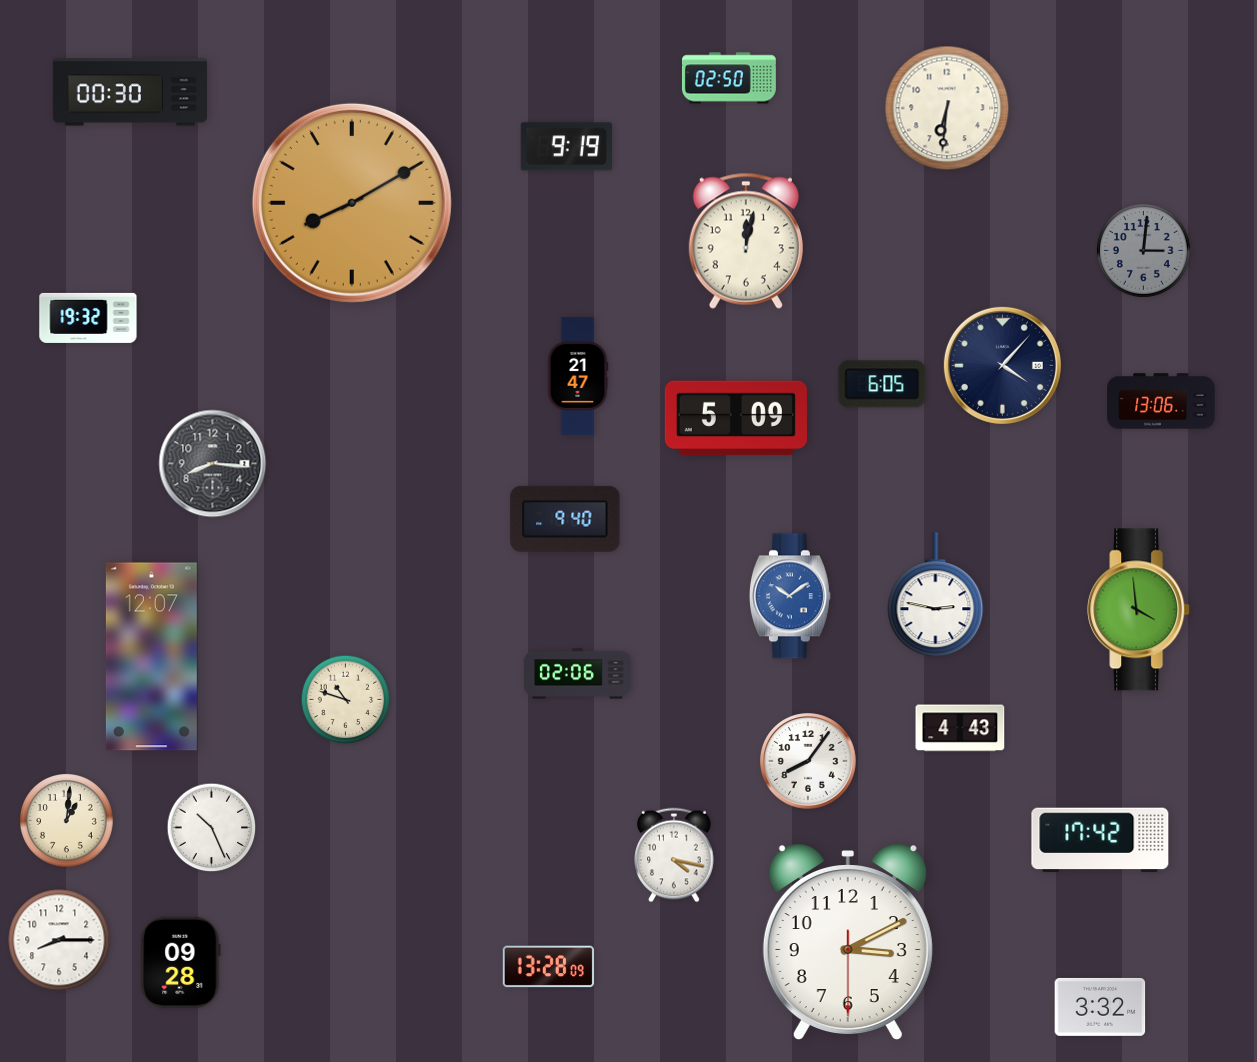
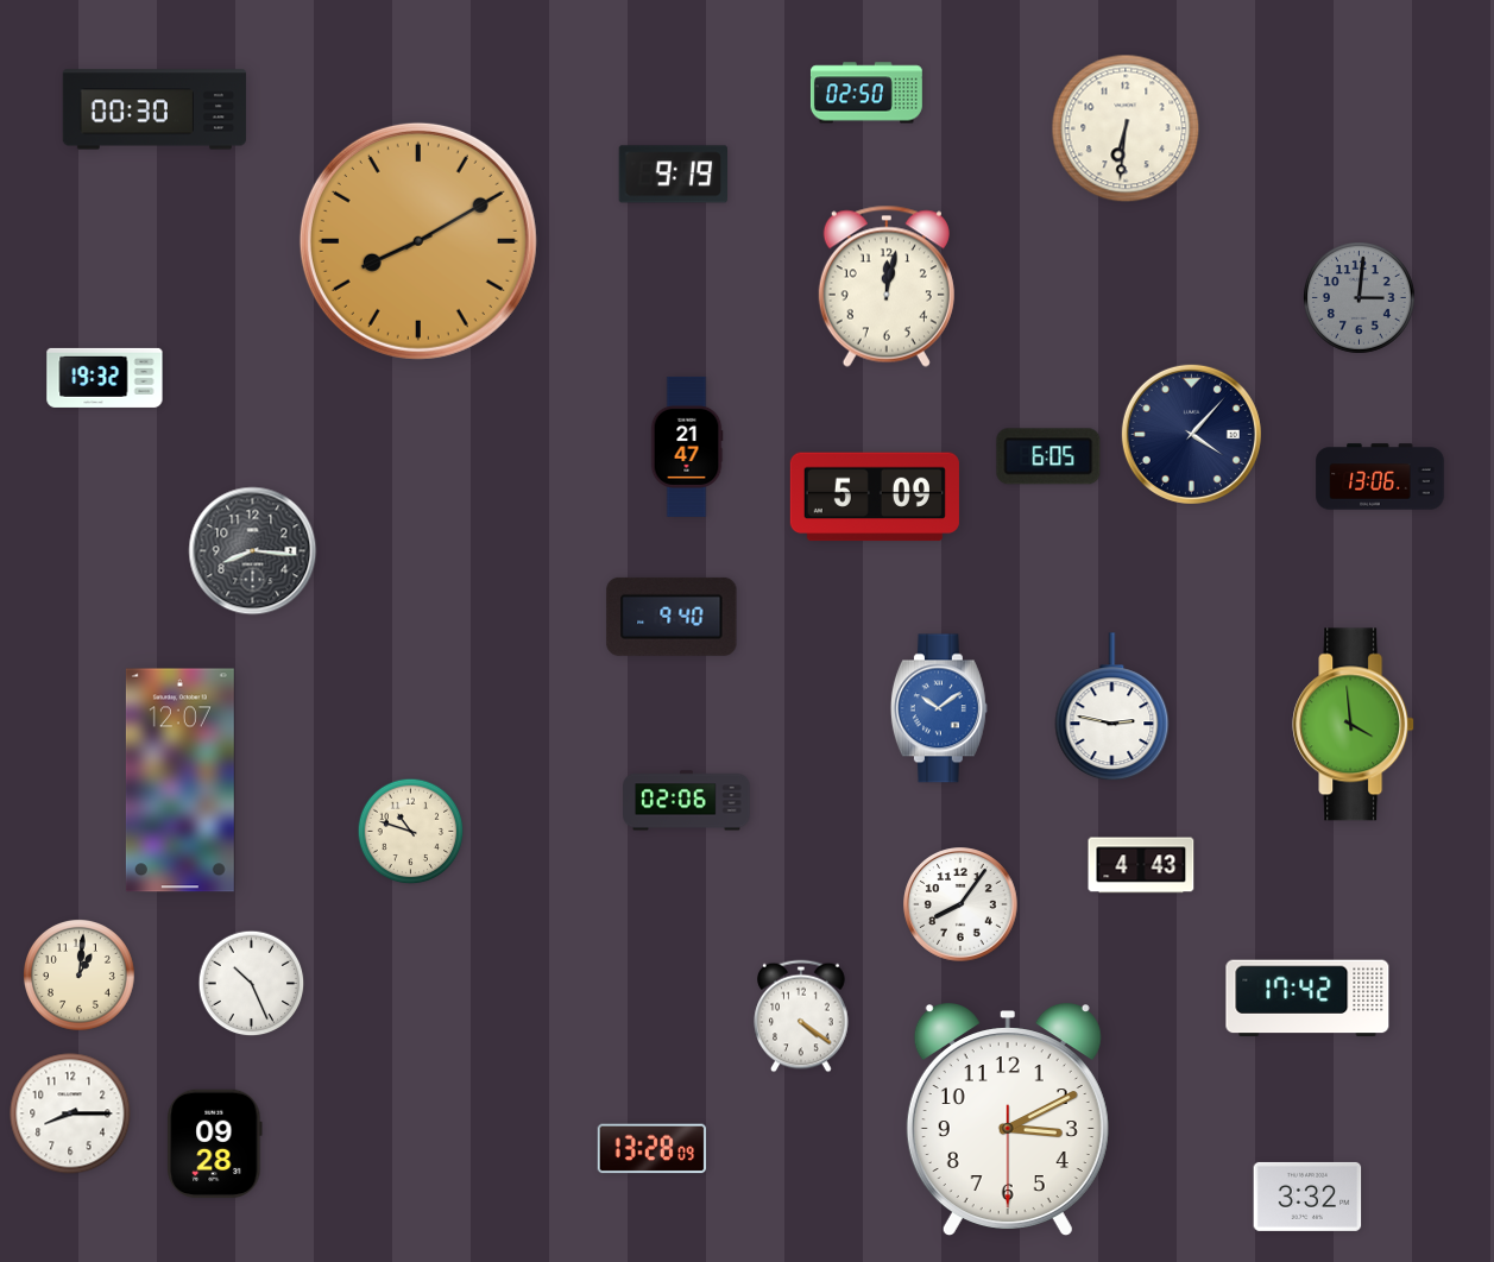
clock at (674, 855): 4:17 -> 4:21
clock at (59, 940) position: (59, 940) -> (70, 1113)
